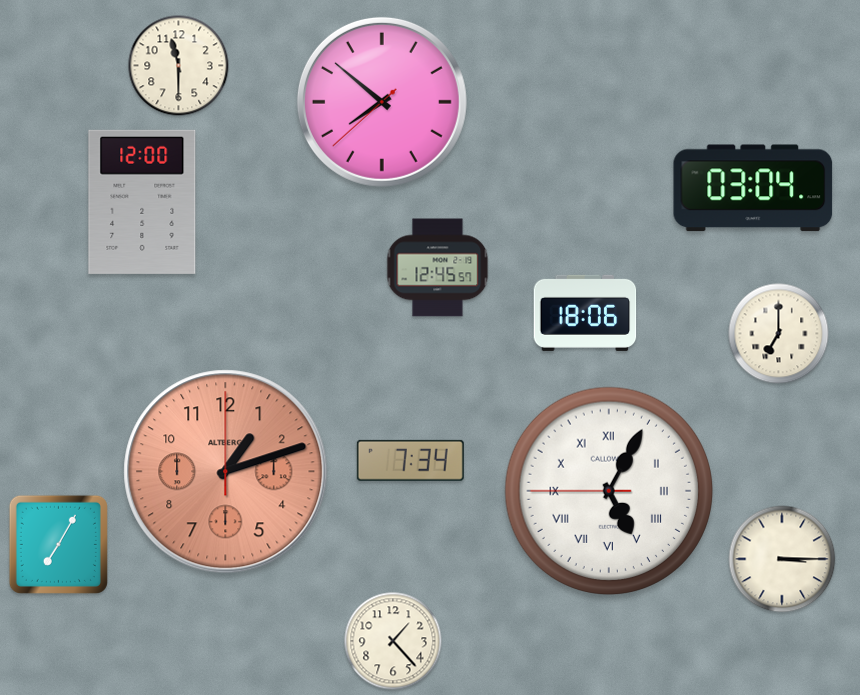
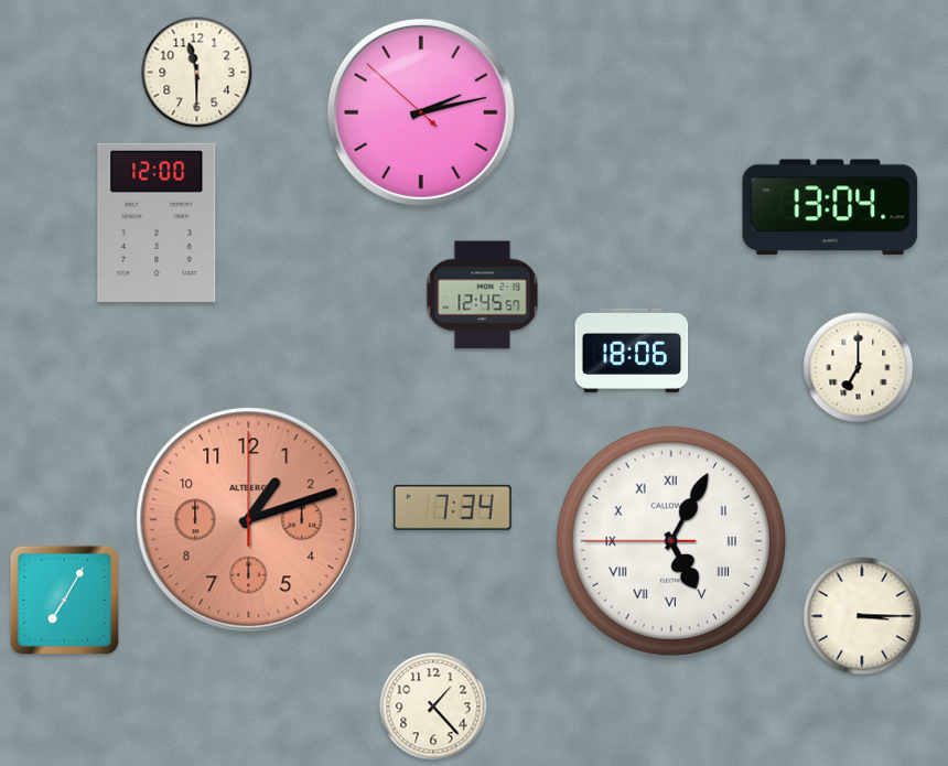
clock at (382, 102): 7:51 -> 2:12
clock at (753, 188): 03:04 -> 13:04
clock at (585, 313) position: (585, 313) -> (632, 350)
